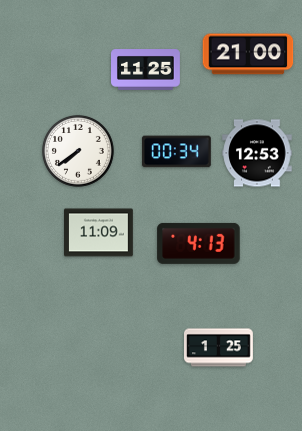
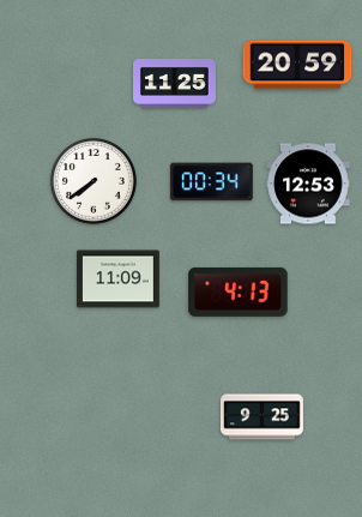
clock at (248, 54): 21:00 -> 20:59
clock at (219, 348): 1:25 -> 9:25
